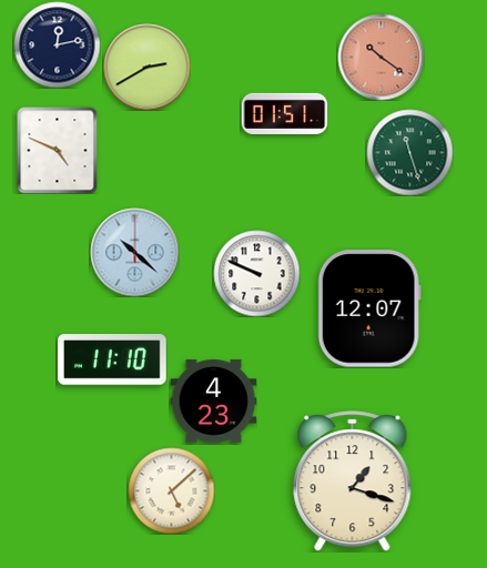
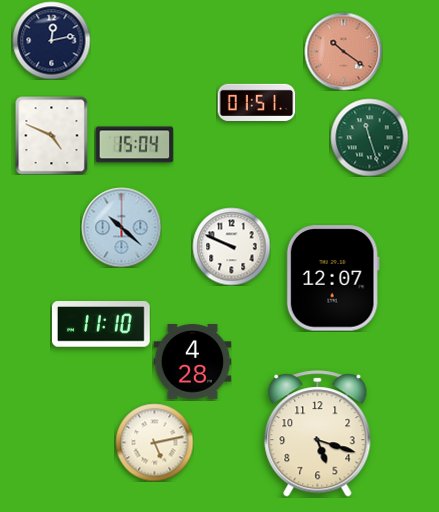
clock at (146, 67): 2:40 -> none
clock at (134, 145): none -> 15:04
clock at (213, 402): 4:23 -> 4:28
clock at (353, 481): 1:18 -> 5:18
clock at (171, 490): 5:08 -> 5:13
